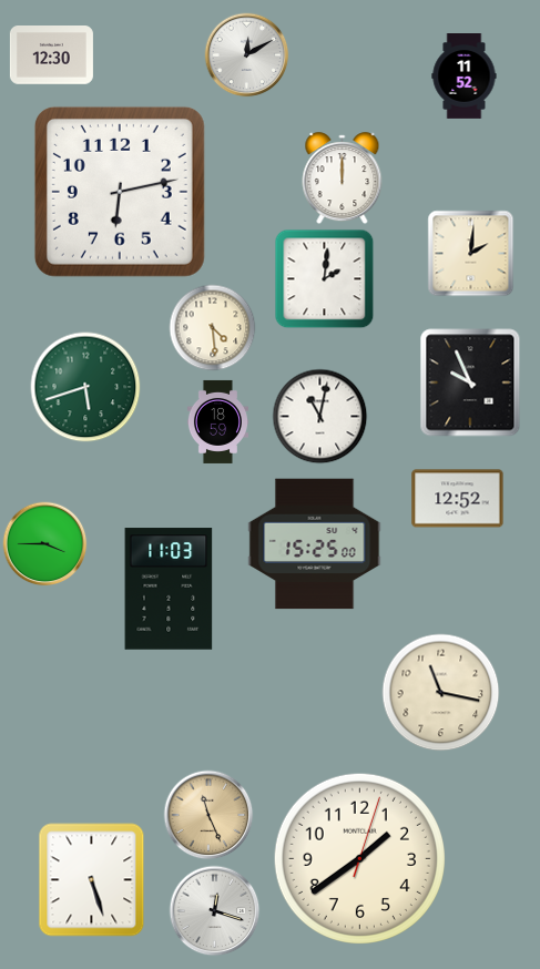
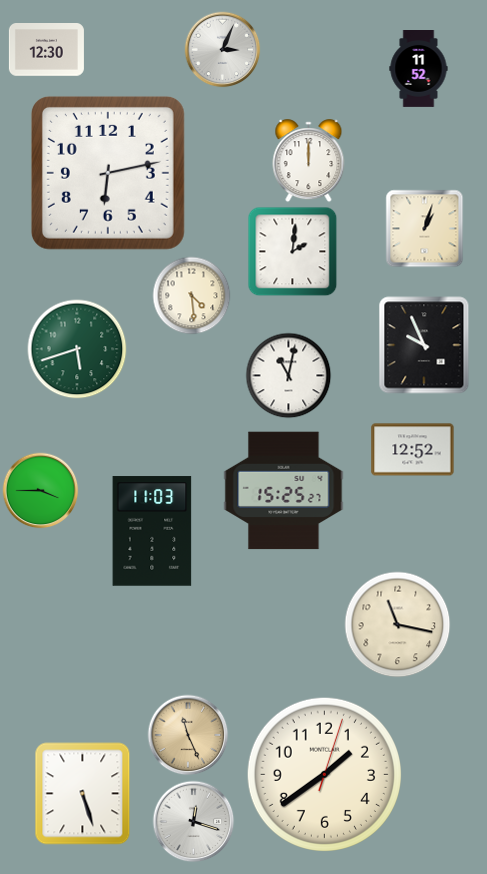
clock at (247, 55): 12:10 -> 3:04
clock at (471, 254): 2:01 -> 1:03
clock at (217, 421): 18:59 -> none
clock at (315, 544): 15:25:00 -> 15:25:27
